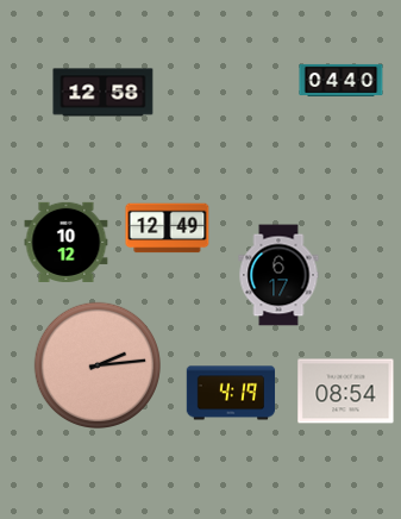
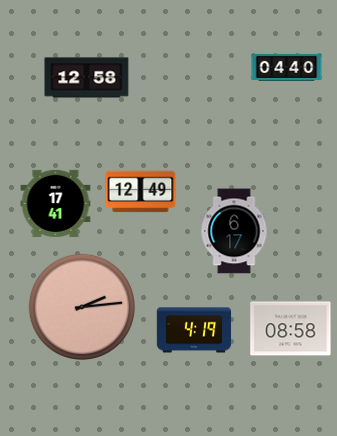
clock at (67, 242): 10:12 -> 17:41
clock at (346, 392): 08:54 -> 08:58
